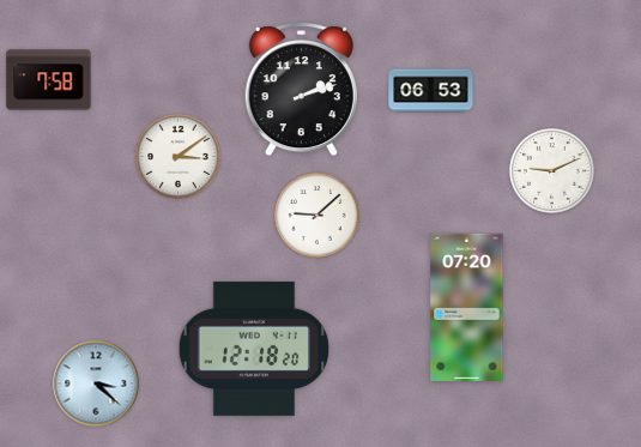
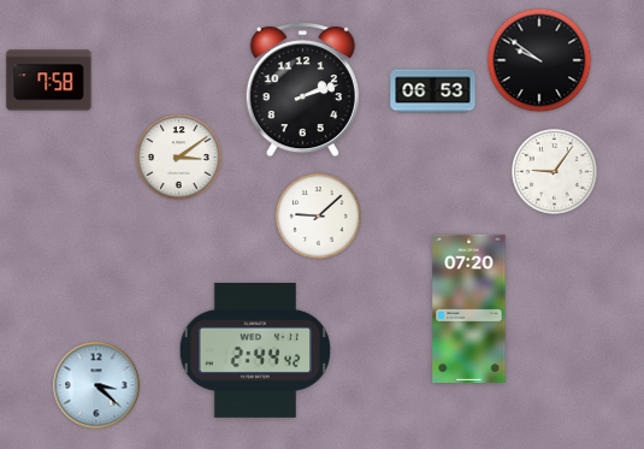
clock at (539, 60): none -> 9:51
clock at (552, 171): 9:11 -> 9:06
clock at (253, 349): 12:18 -> 2:44
